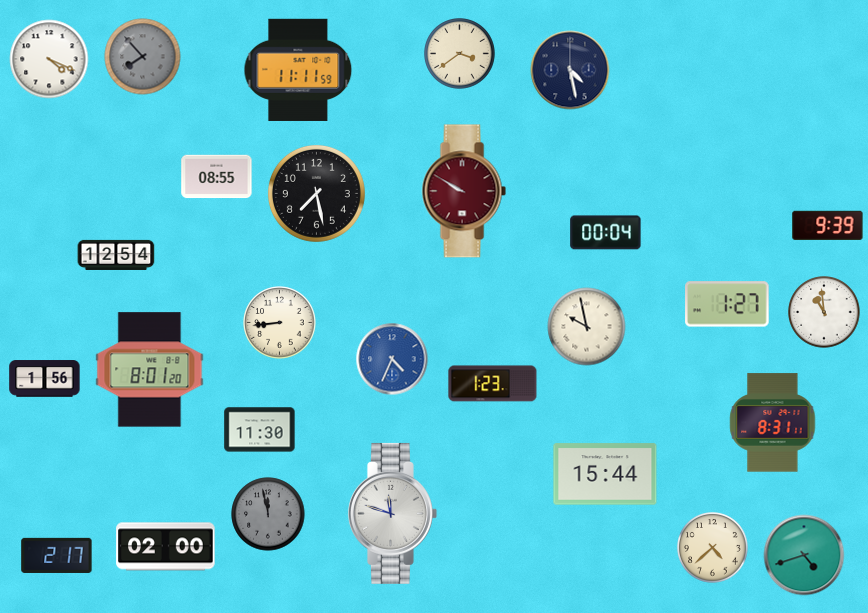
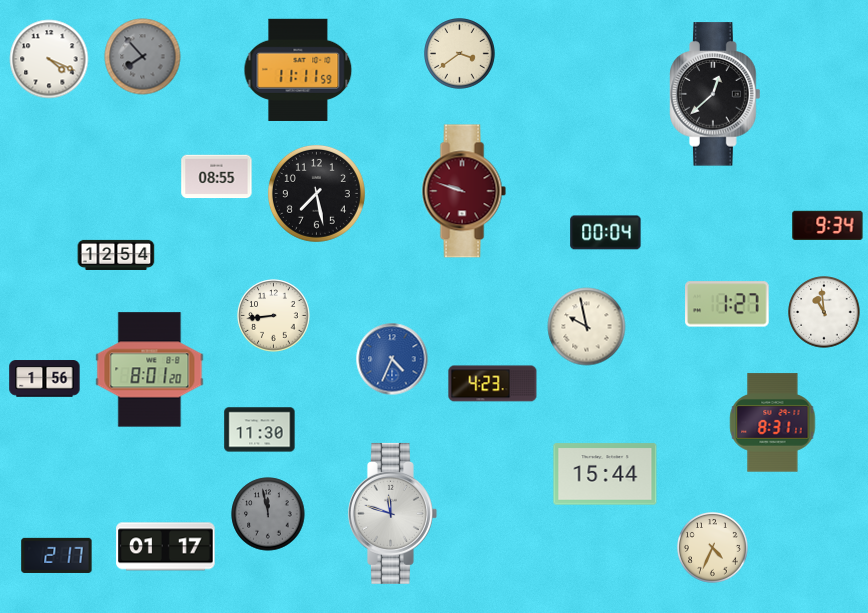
clock at (570, 70): 4:28 -> none
clock at (715, 94): none -> 12:38
clock at (464, 191): 9:50 -> 9:48
clock at (828, 225): 9:39 -> 9:34
clock at (280, 323) position: (280, 323) -> (274, 316)
clock at (493, 384): 1:23 -> 4:23
clock at (166, 547): 02:00 -> 01:17
clock at (713, 548): 4:38 -> 4:34
clock at (804, 555): 4:42 -> none
